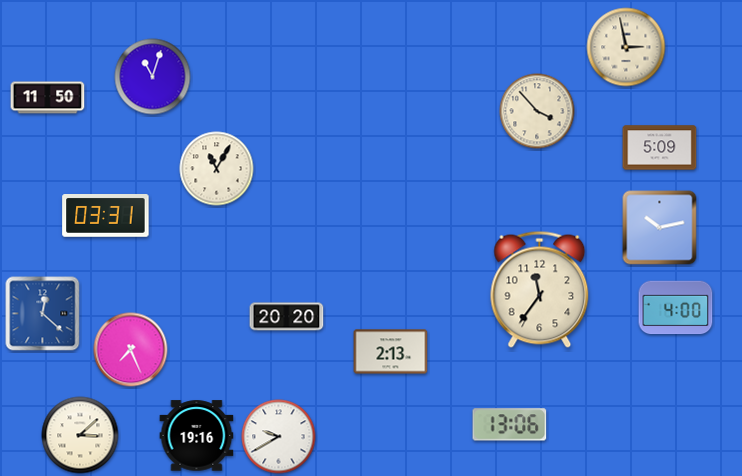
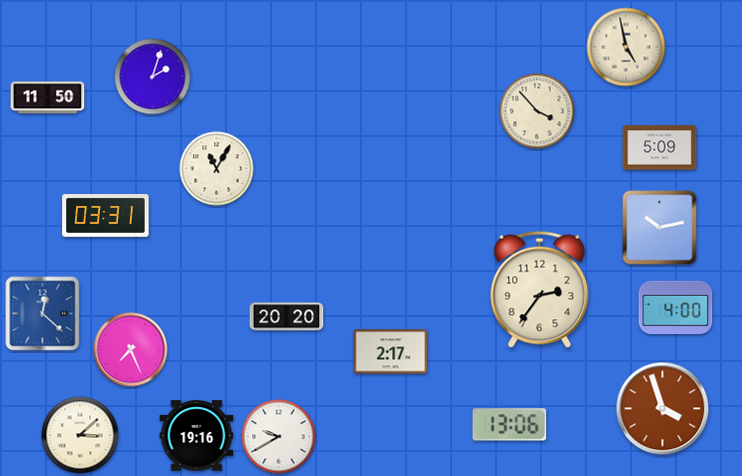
clock at (626, 47): 2:58 -> 4:58
clock at (153, 77): 11:03 -> 2:03
clock at (540, 289): 11:36 -> 2:36
clock at (391, 352): 2:13 -> 2:17
clock at (663, 409): none -> 3:57
